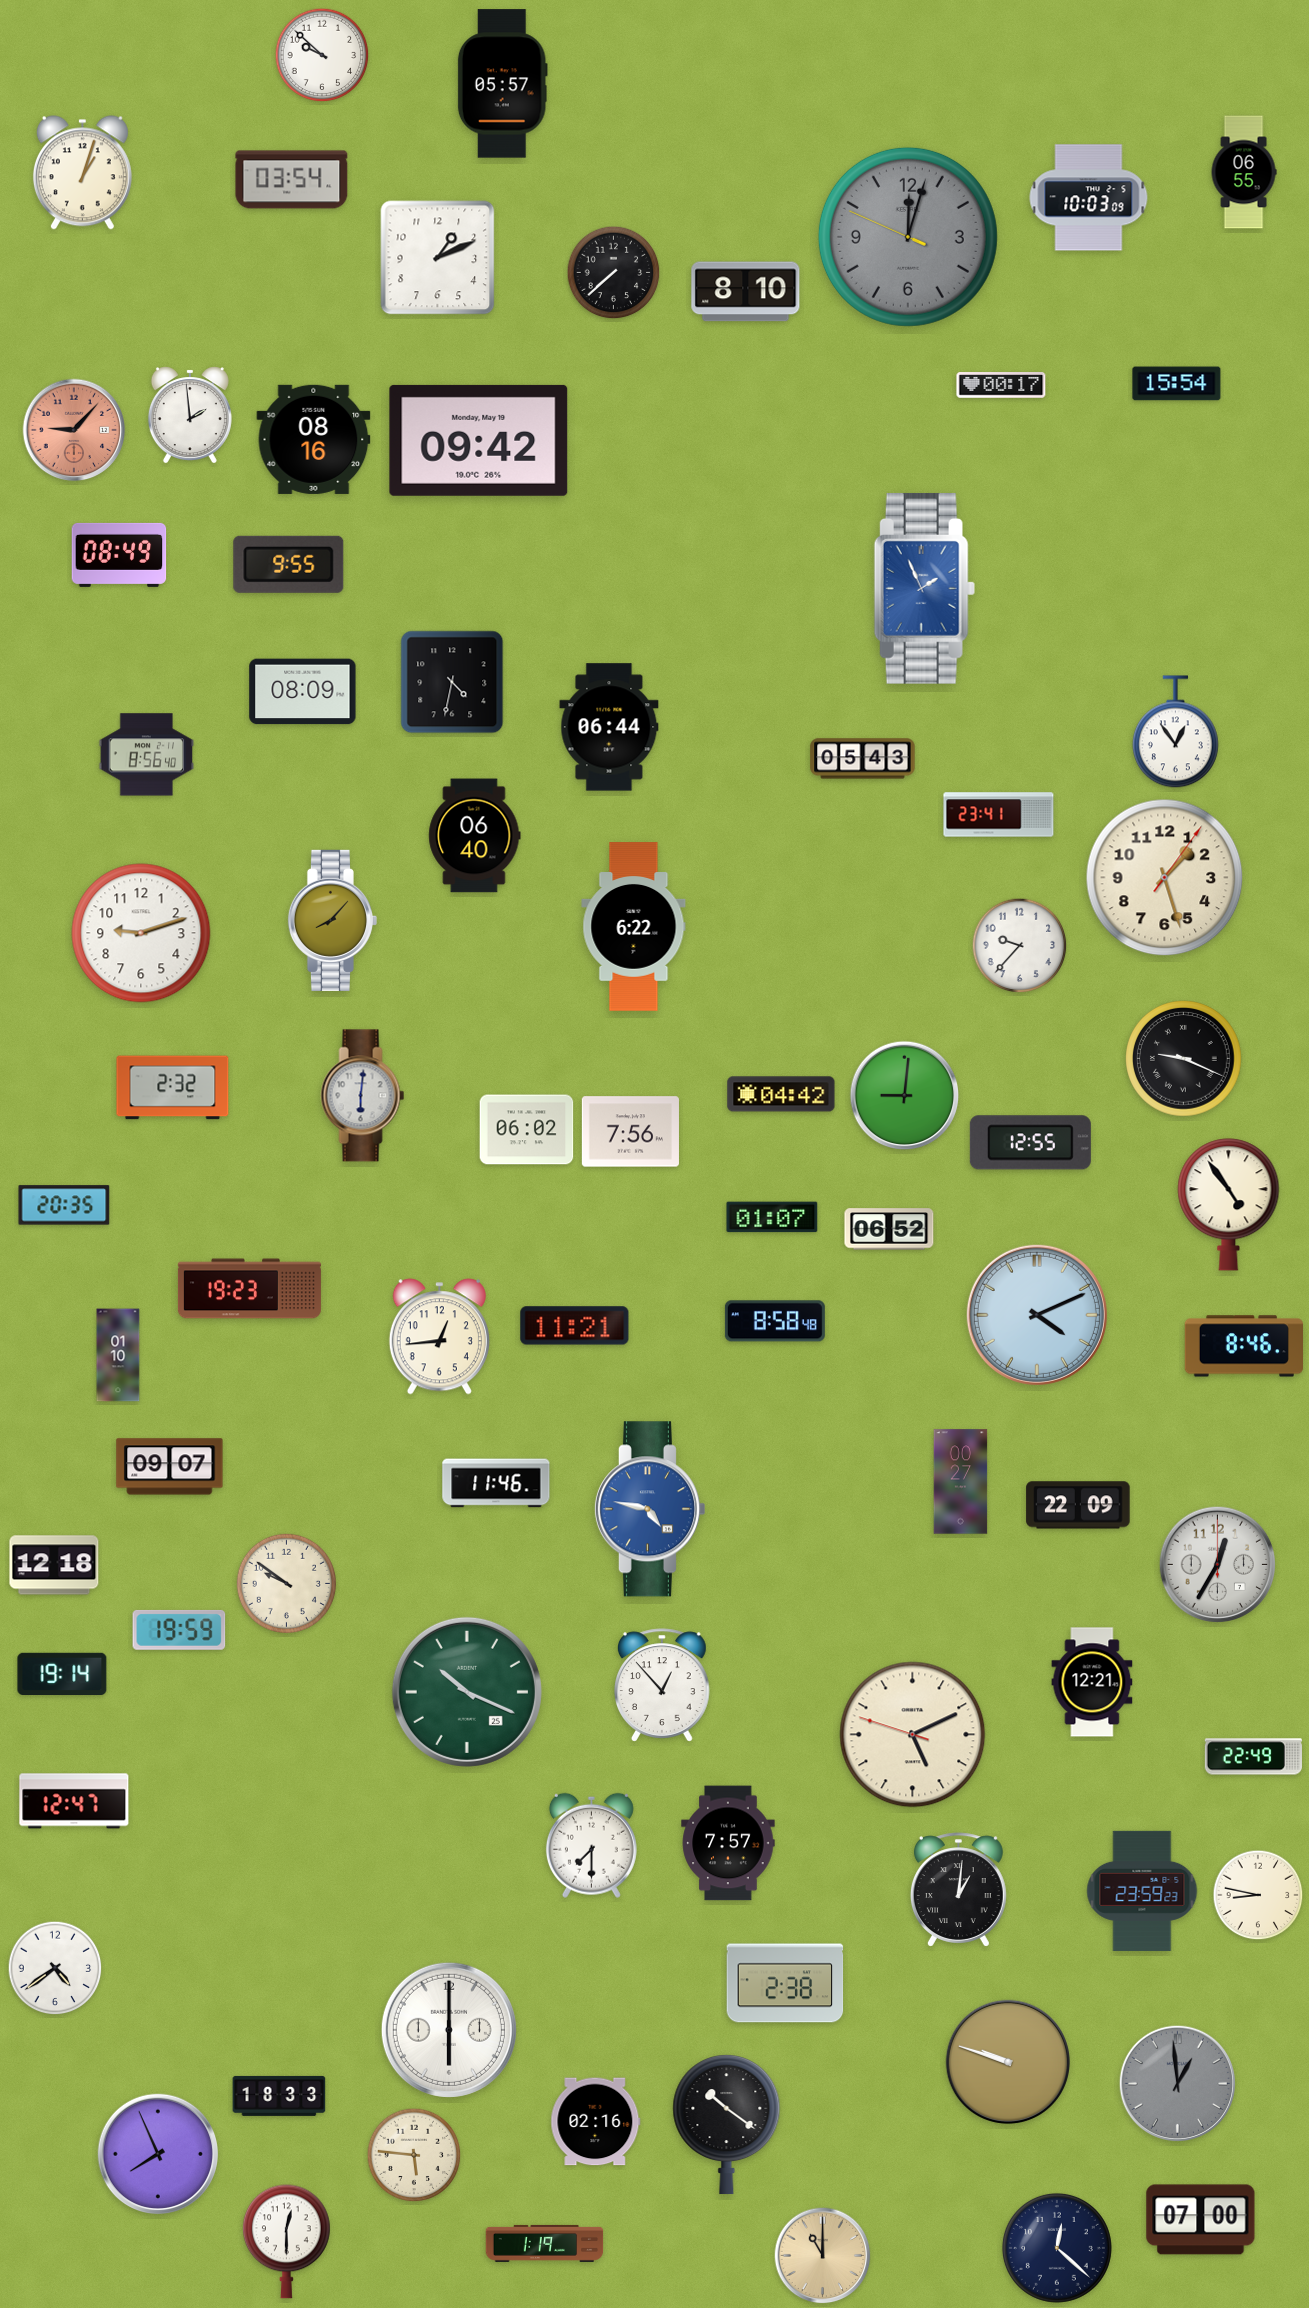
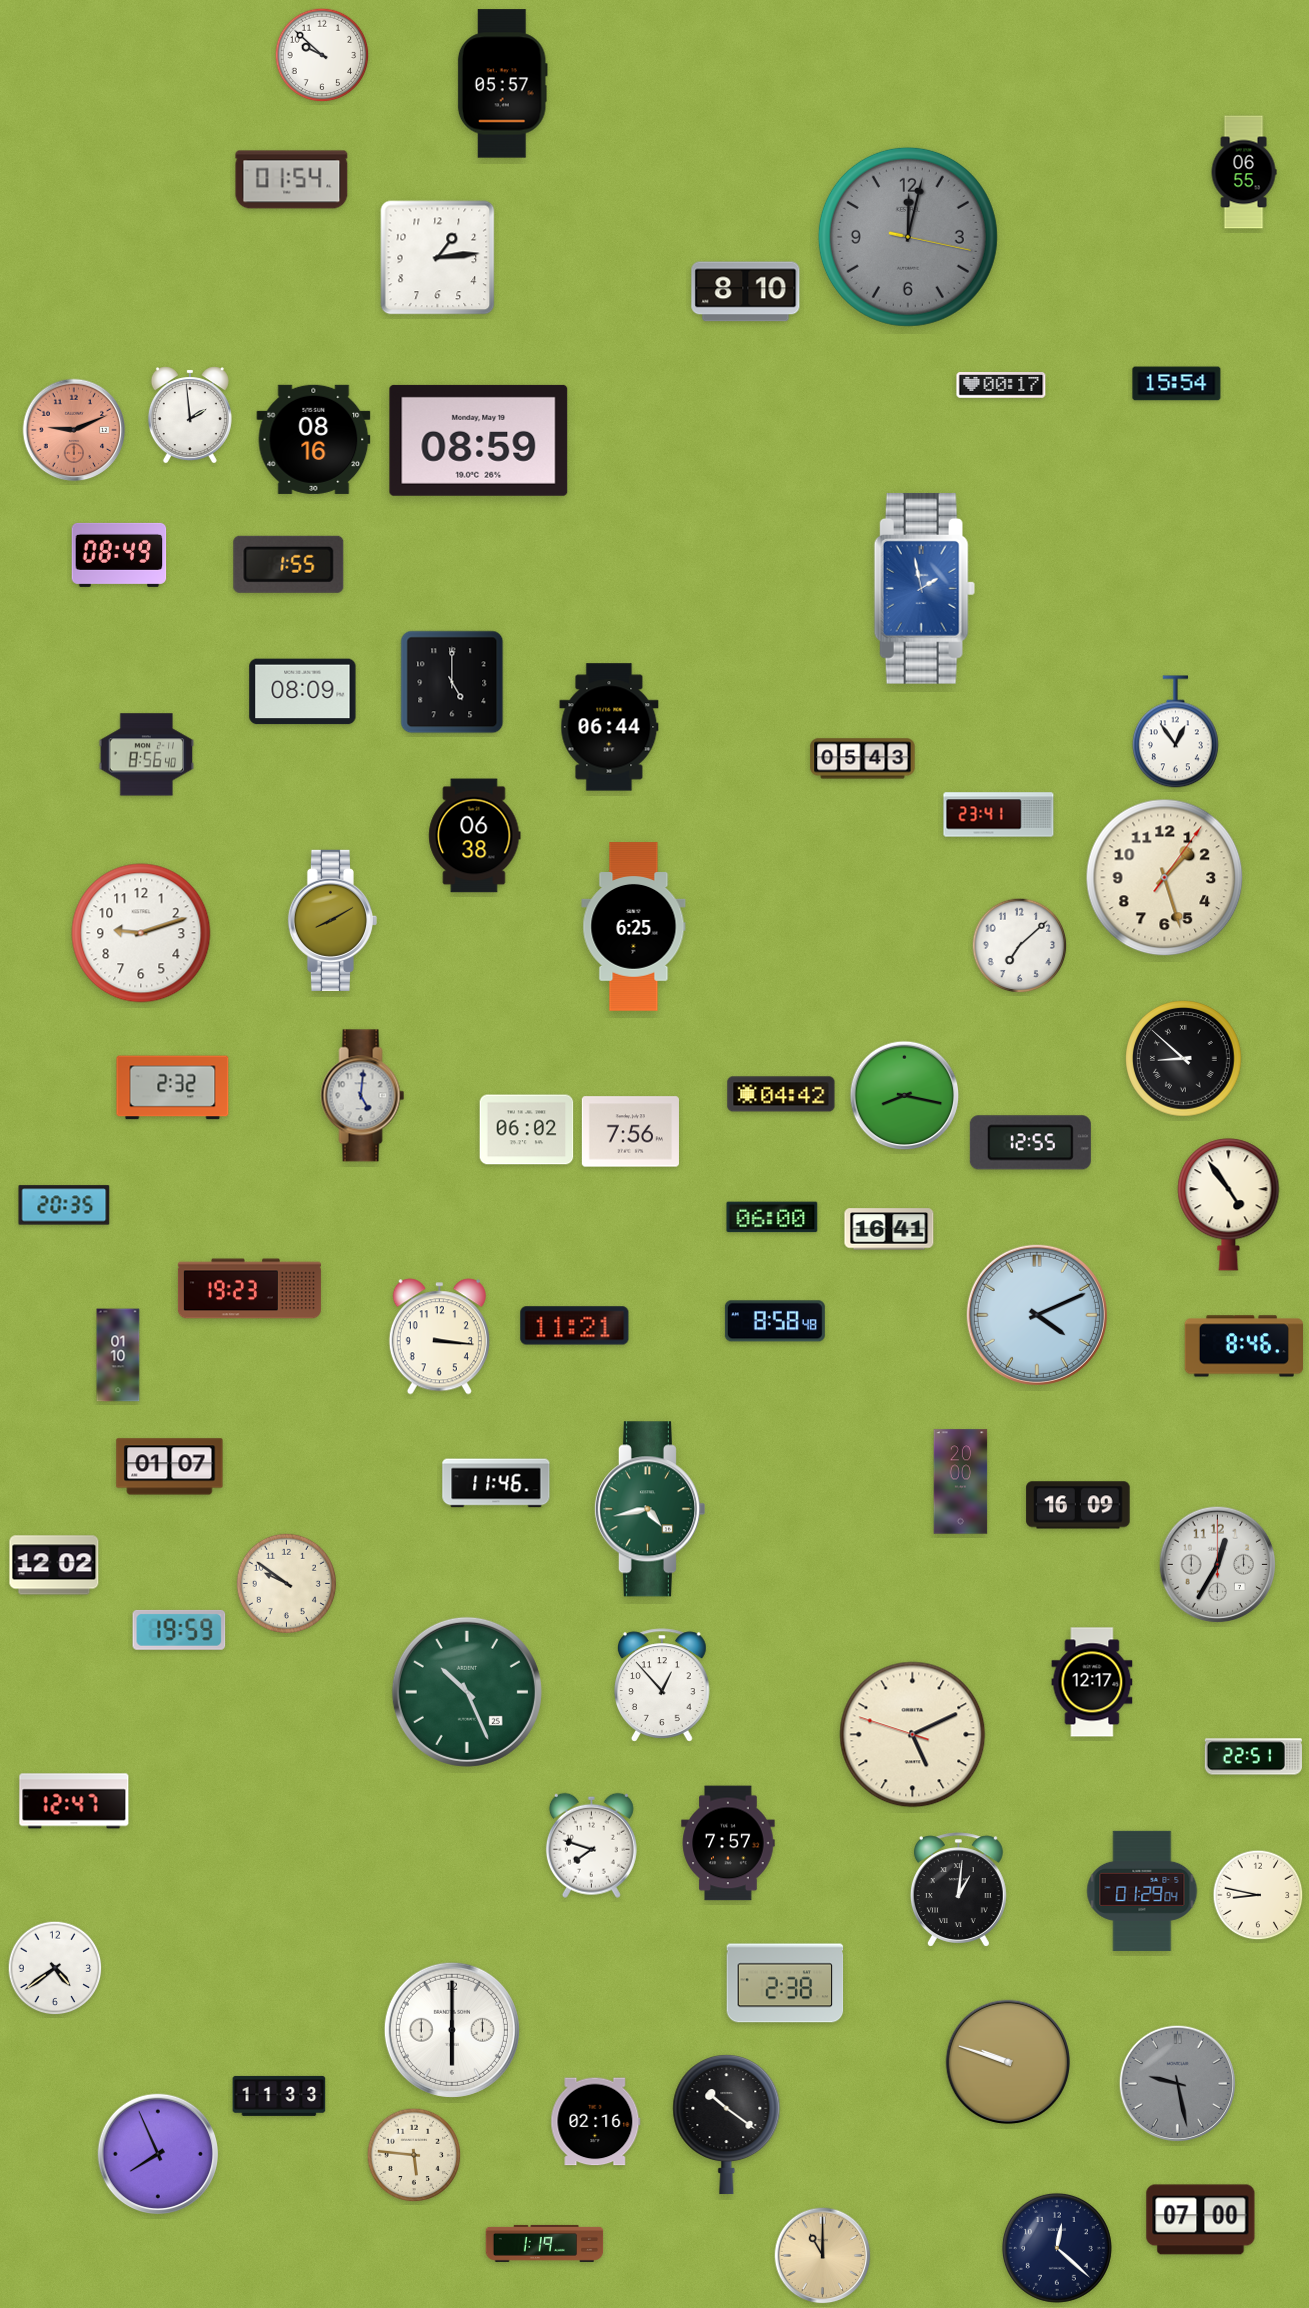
clock at (82, 173): 1:03 -> none
clock at (292, 180): 03:54 -> 01:54
clock at (1089, 198): 10:03 -> none
clock at (908, 237): 12:02:49 -> 12:02:17
clock at (438, 258): 1:11 -> 1:14
clock at (614, 273): 7:38 -> none
clock at (74, 430): 9:07 -> 9:11
clock at (479, 440): 09:42 -> 08:59
clock at (289, 564): 9:55 -> 1:55
clock at (924, 588): 1:56 -> 1:58
clock at (452, 682): 4:32 -> 5:00
clock at (475, 836): 06:40 -> 06:38
clock at (332, 920): 8:07 -> 8:10
clock at (634, 927): 6:22 -> 6:25
clock at (1020, 946): 9:37 -> 7:08
clock at (1184, 1059): 9:19 -> 8:52
clock at (363, 1096): 6:01 -> 5:01
clock at (905, 1096): 9:01 -> 8:17
clock at (772, 1217): 01:07 -> 06:00
clock at (889, 1229): 06:52 -> 16:41
clock at (439, 1337): 12:44 -> 3:16
clock at (170, 1467): 09:07 -> 01:07
clock at (961, 1482): 00:27 -> 20:00
clock at (1078, 1505): 22:09 -> 16:09
clock at (649, 1509): 4:47 -> 4:43
clock at (649, 1509) dial: blue -> green
clock at (54, 1565): 12:18 -> 12:02
clock at (62, 1673): 19:14 -> none
clock at (1092, 1682): 12:21 -> 12:17
clock at (467, 1692): 10:19 -> 10:26
clock at (1253, 1757): 22:49 -> 22:51
clock at (591, 1845): 7:30 -> 7:48
clock at (1142, 1891): 23:59 -> 01:29
clock at (449, 2030) position: (449, 2030) -> (452, 2030)
clock at (1177, 2083): 12:59 -> 9:28
clock at (279, 2096): 18:33 -> 11:33
clock at (286, 2242): 12:30 -> none
